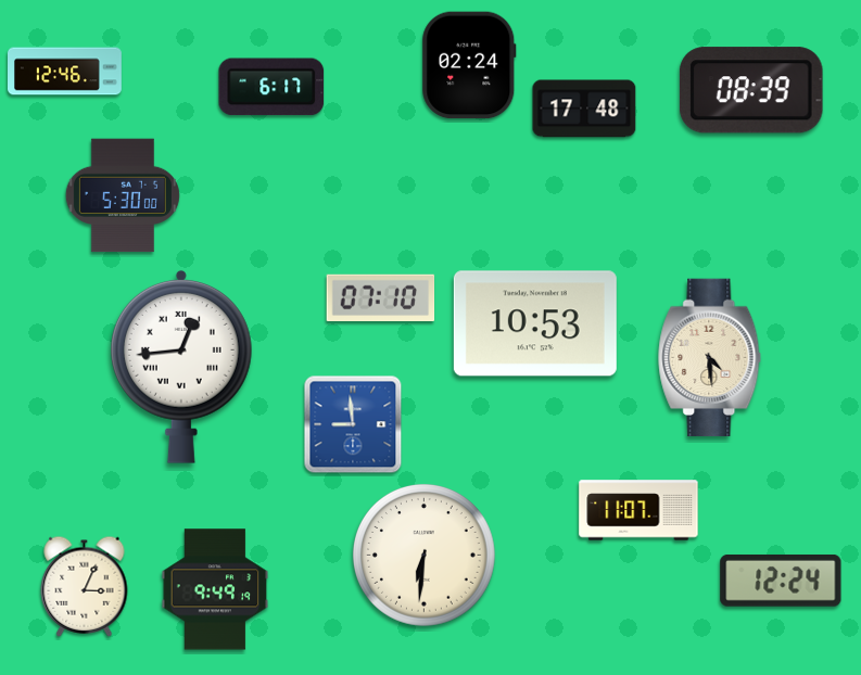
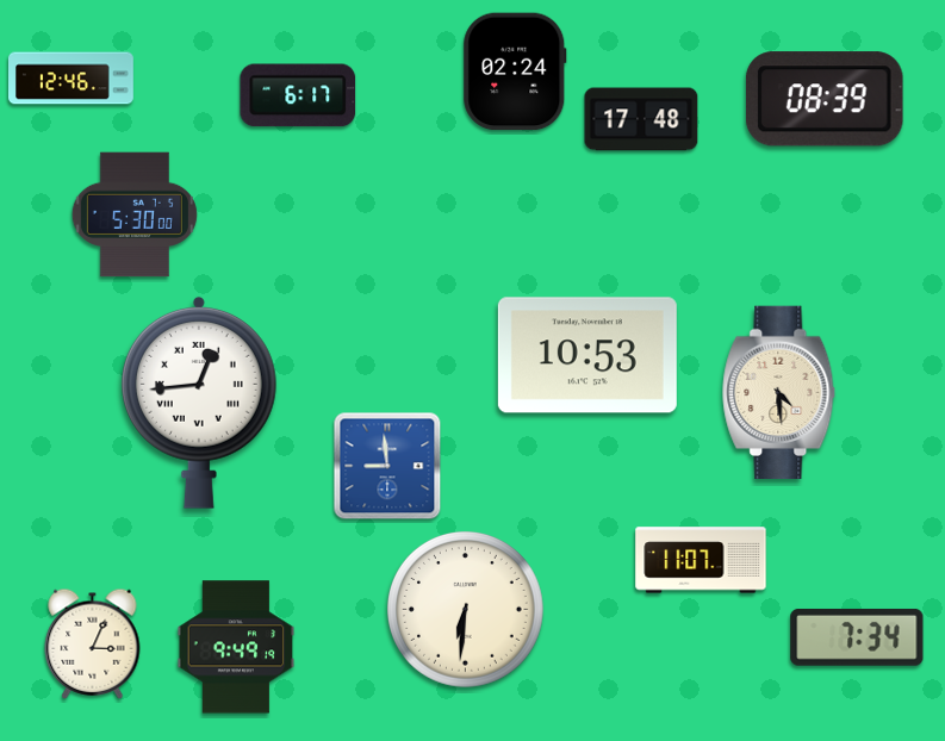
clock at (381, 297): 07:10 -> none
clock at (781, 581): 12:24 -> 7:34
